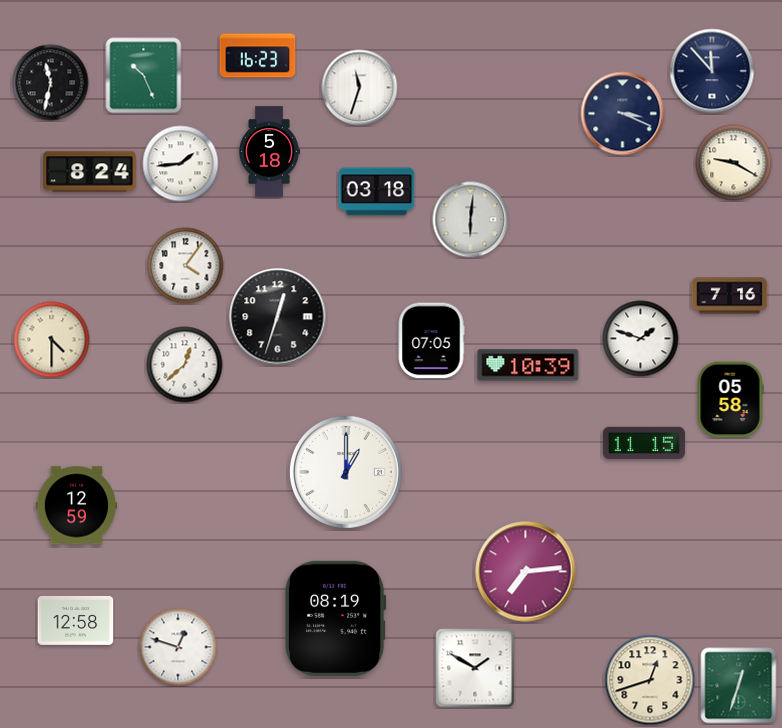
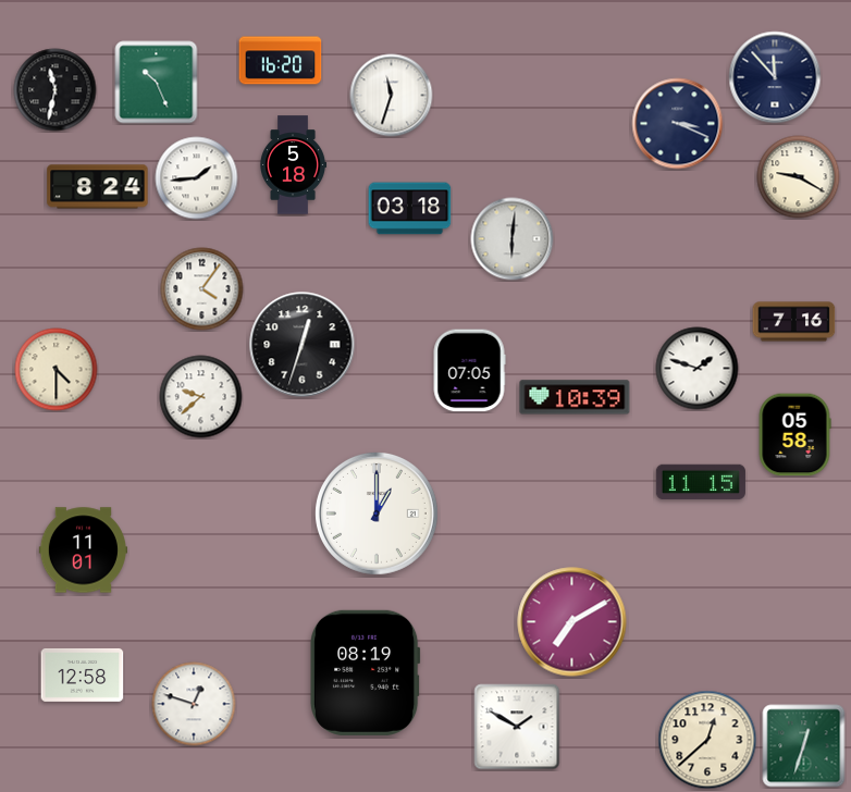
clock at (258, 56): 16:23 -> 16:20
clock at (185, 365): 12:38 -> 9:38
clock at (76, 506): 12:59 -> 11:01
clock at (526, 572): 7:14 -> 7:10
clock at (650, 680): 12:42 -> 12:38
